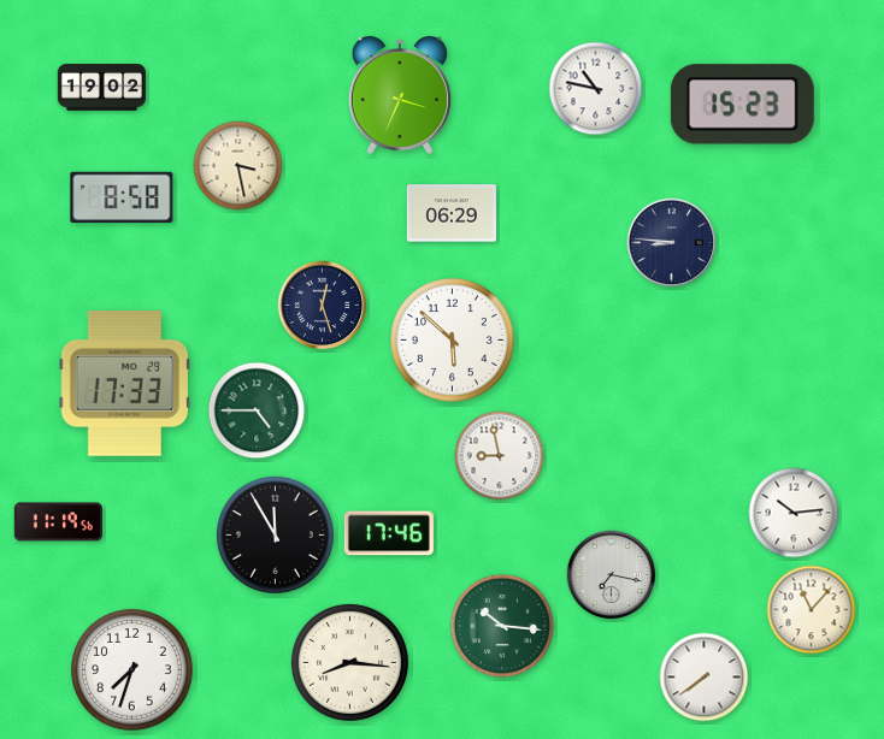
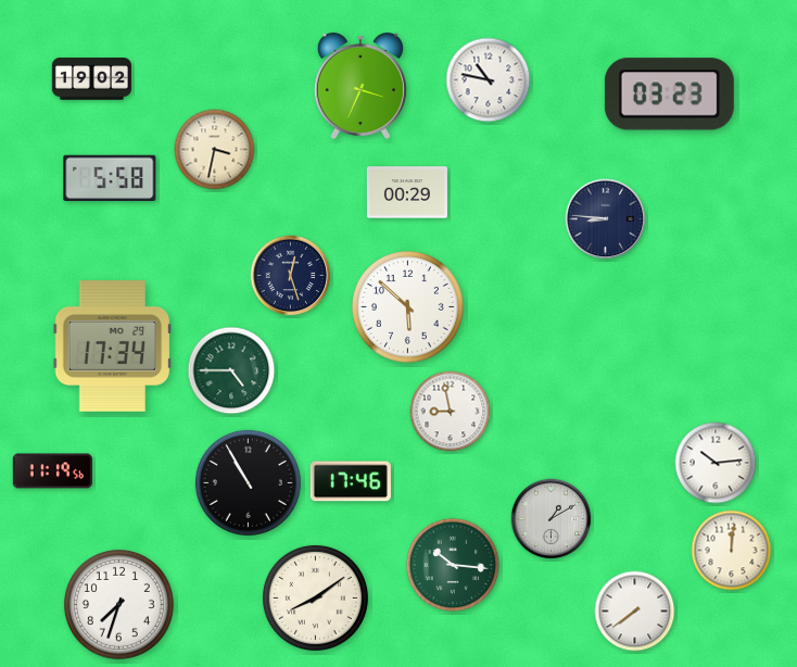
clock at (596, 89) position: (596, 89) -> (489, 80)
clock at (742, 105): 15:23 -> 03:23
clock at (238, 166): 3:28 -> 3:32
clock at (122, 196): 8:58 -> 5:58
clock at (452, 213): 06:29 -> 00:29
clock at (125, 384): 17:33 -> 17:34
clock at (275, 534): 11:55 -> 10:55
clock at (612, 575): 7:17 -> 1:10
clock at (812, 610): 11:07 -> 12:01
clock at (349, 662): 8:16 -> 8:09
